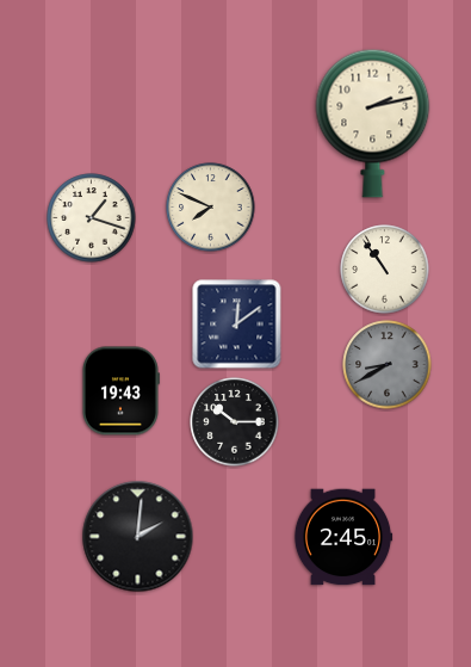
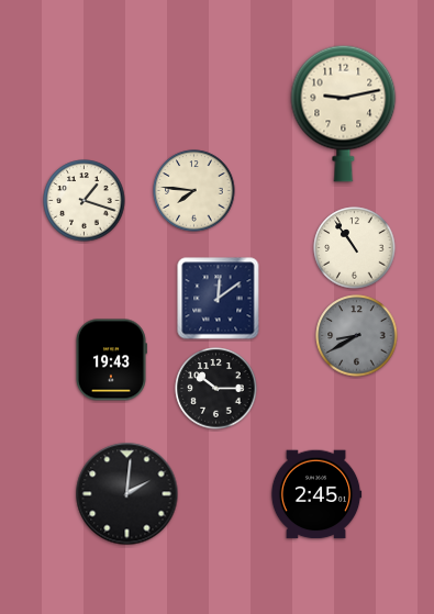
clock at (373, 123): 2:13 -> 9:13
clock at (211, 208): 7:49 -> 7:46
